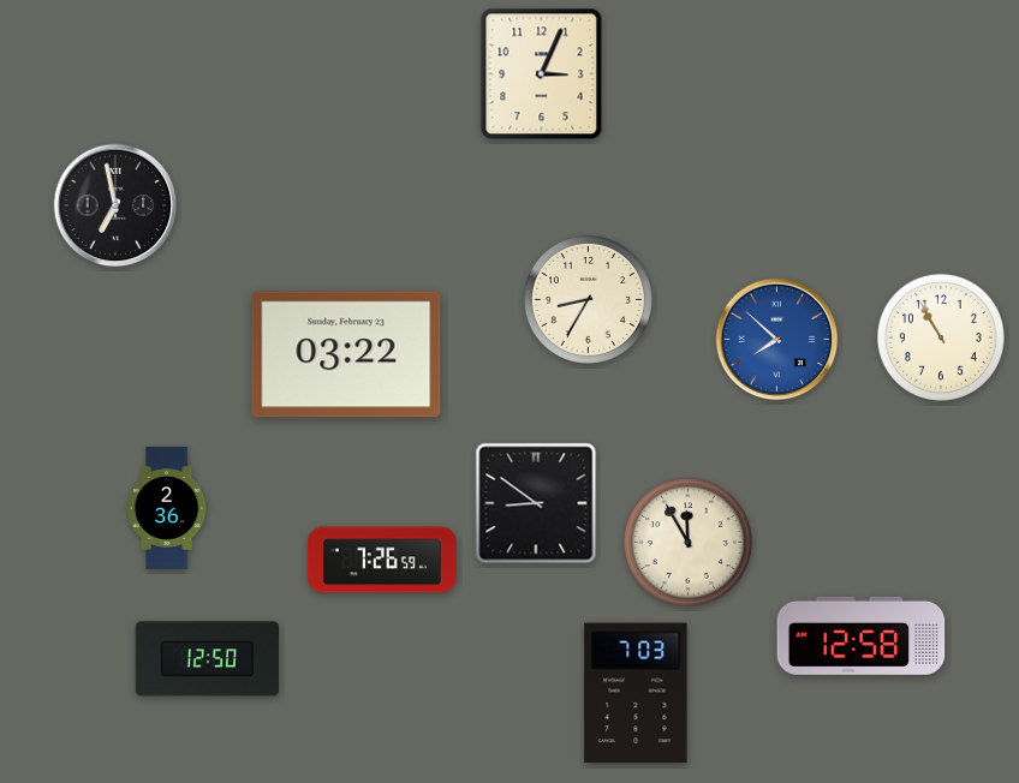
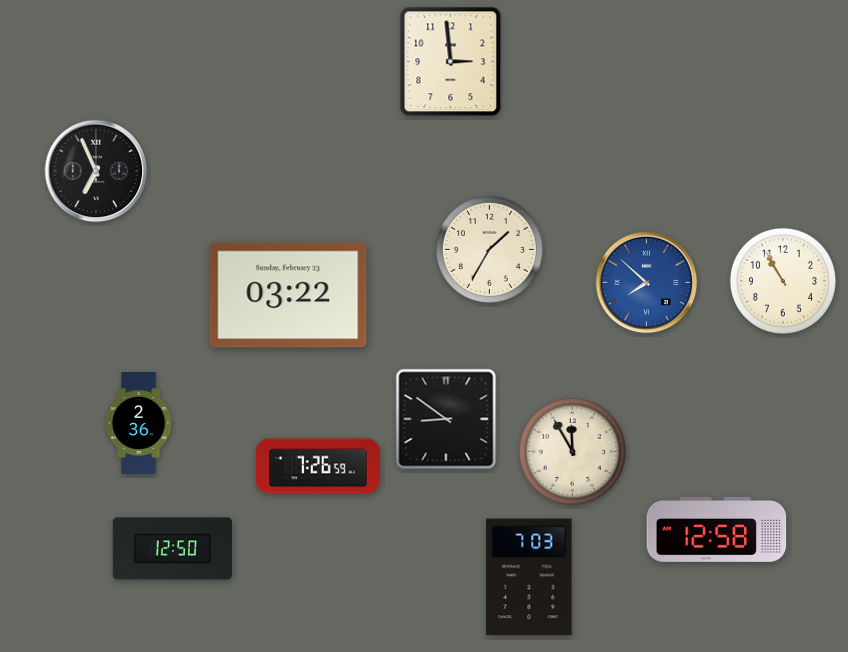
clock at (542, 74): 3:04 -> 2:59
clock at (115, 205): 6:58 -> 6:56
clock at (588, 299): 8:35 -> 1:35
